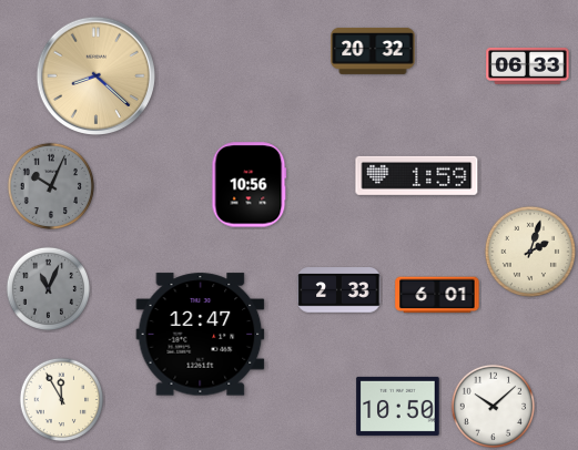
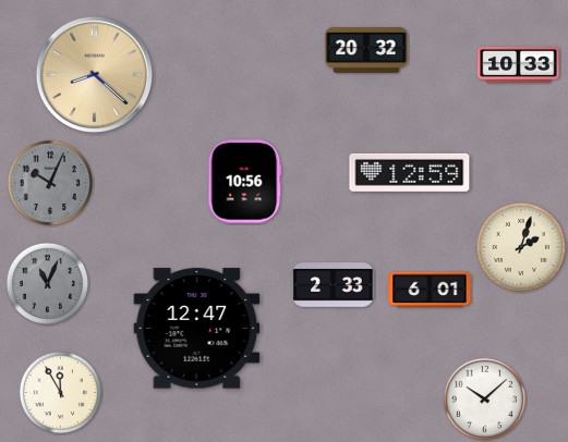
clock at (528, 65): 06:33 -> 10:33
clock at (417, 175): 1:59 -> 12:59
clock at (398, 406): 10:50 -> none
